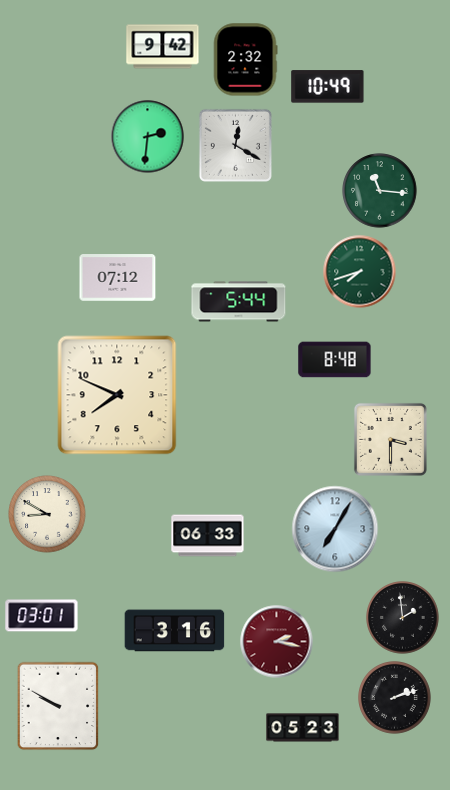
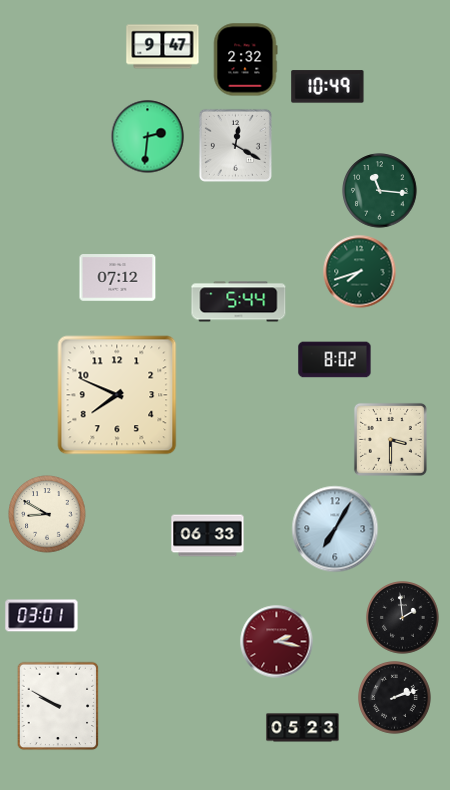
clock at (163, 47): 9:42 -> 9:47
clock at (335, 360): 8:48 -> 8:02
clock at (175, 631): 3:16 -> none
